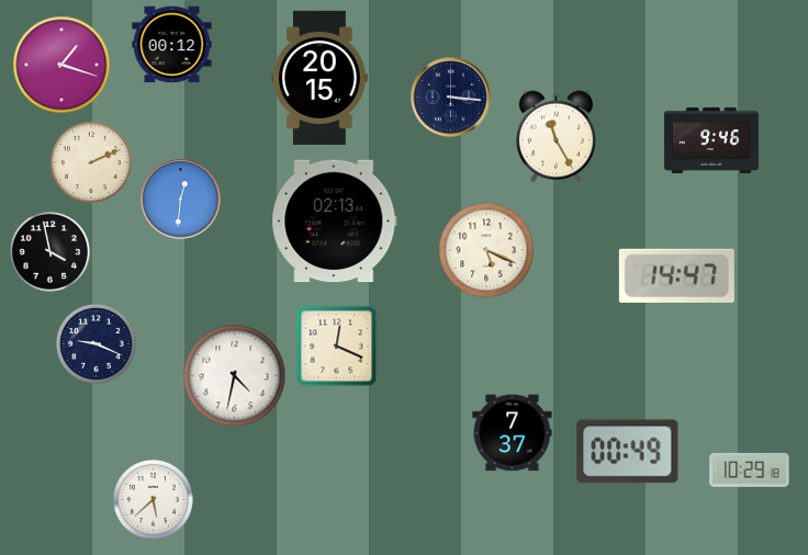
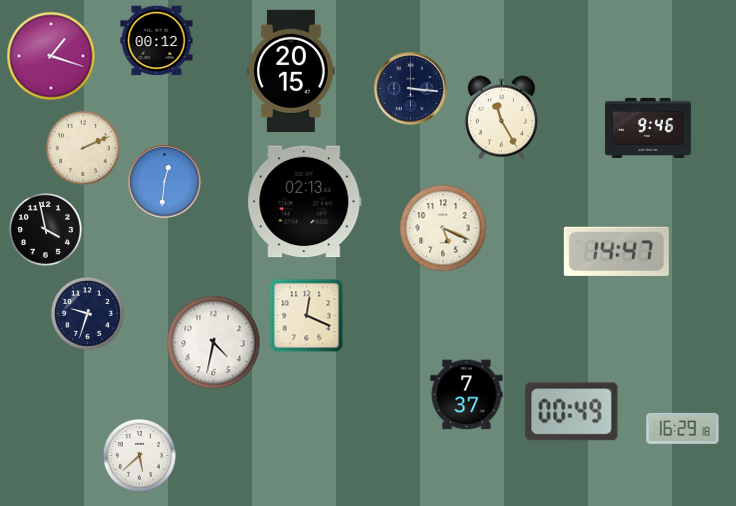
clock at (61, 65) position: (61, 65) -> (51, 56)
clock at (555, 137) position: (555, 137) -> (501, 118)
clock at (96, 343): 9:19 -> 9:33
clock at (750, 469): 10:29 -> 16:29
